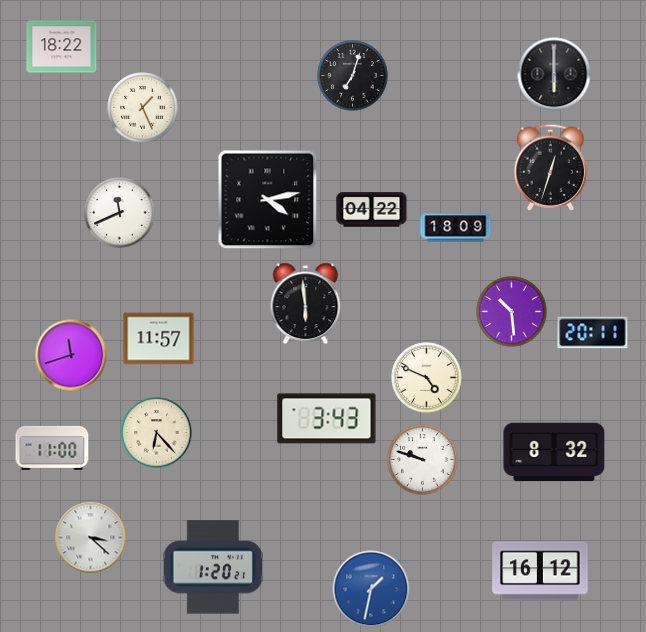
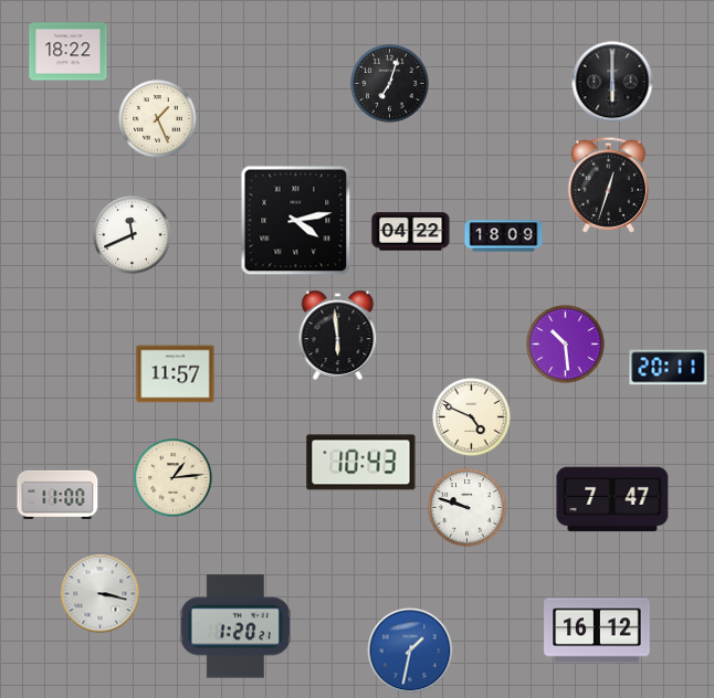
clock at (456, 228) position: (456, 228) -> (504, 236)
clock at (593, 333) position: (593, 333) -> (669, 368)
clock at (71, 355): 11:42 -> none
clock at (327, 419): 3:43 -> 10:43
clock at (157, 433): 6:23 -> 1:14
clock at (554, 452): 8:32 -> 7:47
clock at (91, 538): 3:22 -> 3:17
